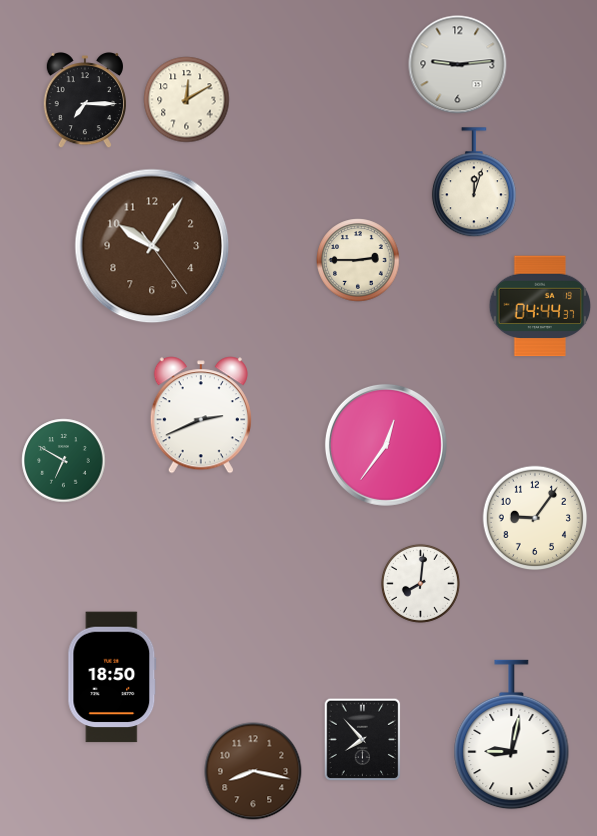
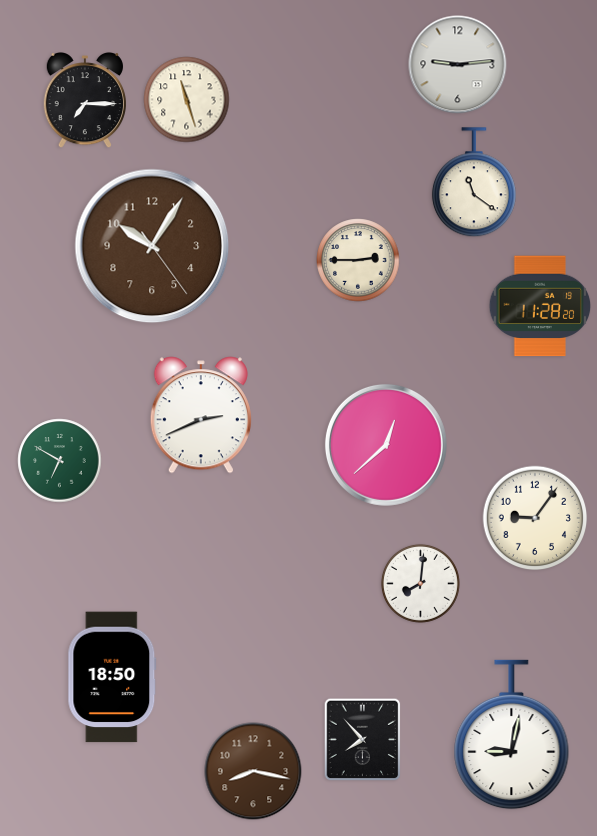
clock at (187, 100): 12:10 -> 11:27
clock at (474, 183): 12:03 -> 11:21
clock at (540, 306): 04:44 -> 11:28
clock at (386, 445): 12:36 -> 12:38
clock at (64, 461) position: (64, 461) -> (60, 461)
